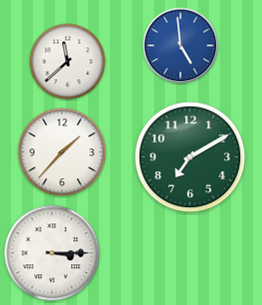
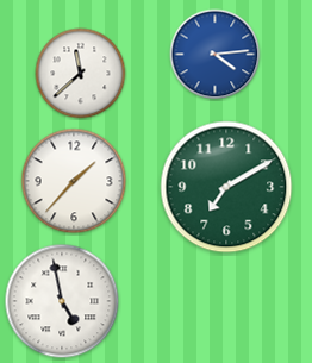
clock at (181, 46): 4:59 -> 4:14
clock at (52, 253): 3:15 -> 4:58
